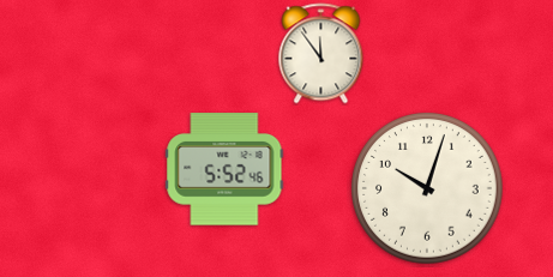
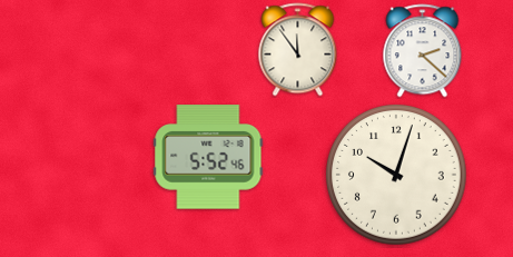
clock at (423, 51): none -> 2:22
